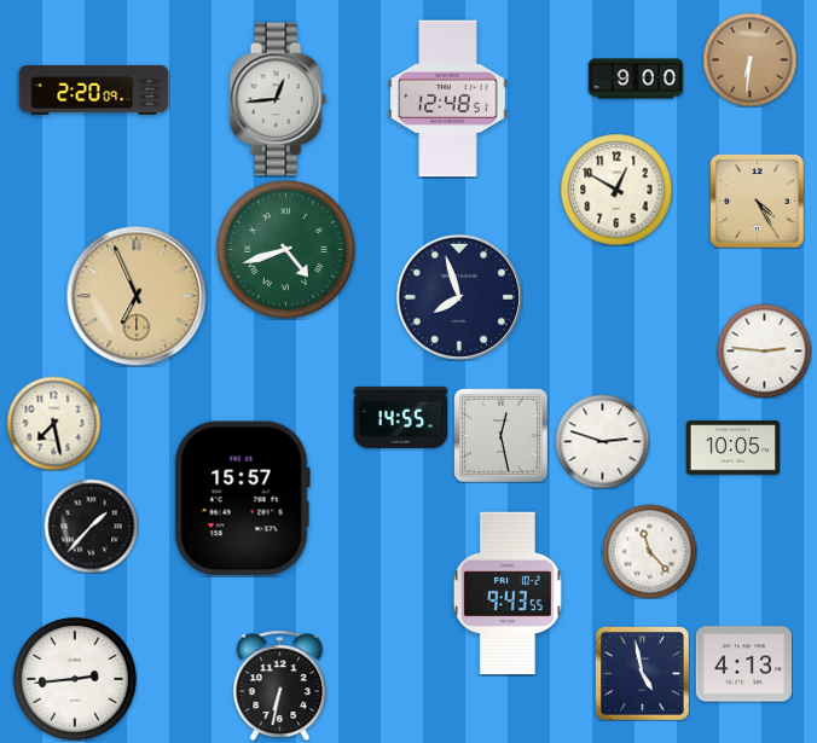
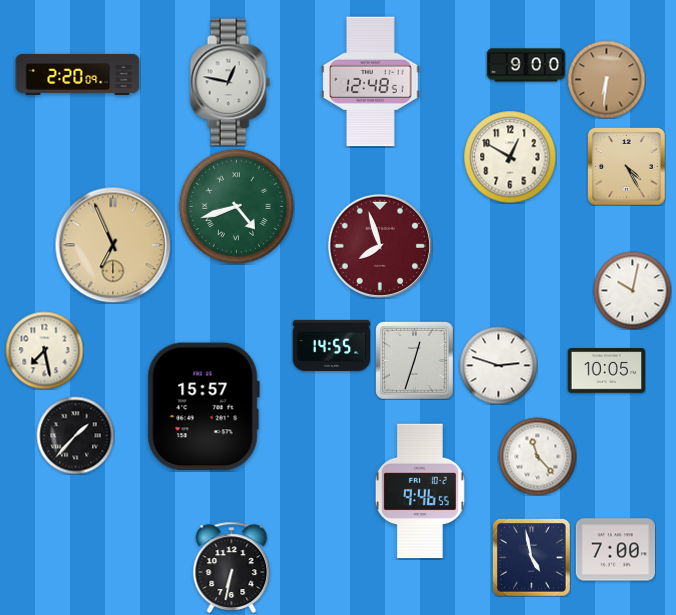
clock at (749, 59) position: (749, 59) -> (606, 79)
clock at (278, 99): 12:44 -> 12:47
clock at (459, 297) dial: navy -> burgundy
clock at (764, 350): 2:46 -> 10:02
clock at (500, 435): 12:28 -> 12:33
clock at (242, 499) position: (242, 499) -> (203, 407)
clock at (508, 593): 9:43 -> 9:46
clock at (743, 664): 4:13 -> 7:00
clock at (76, 680): 2:44 -> none
